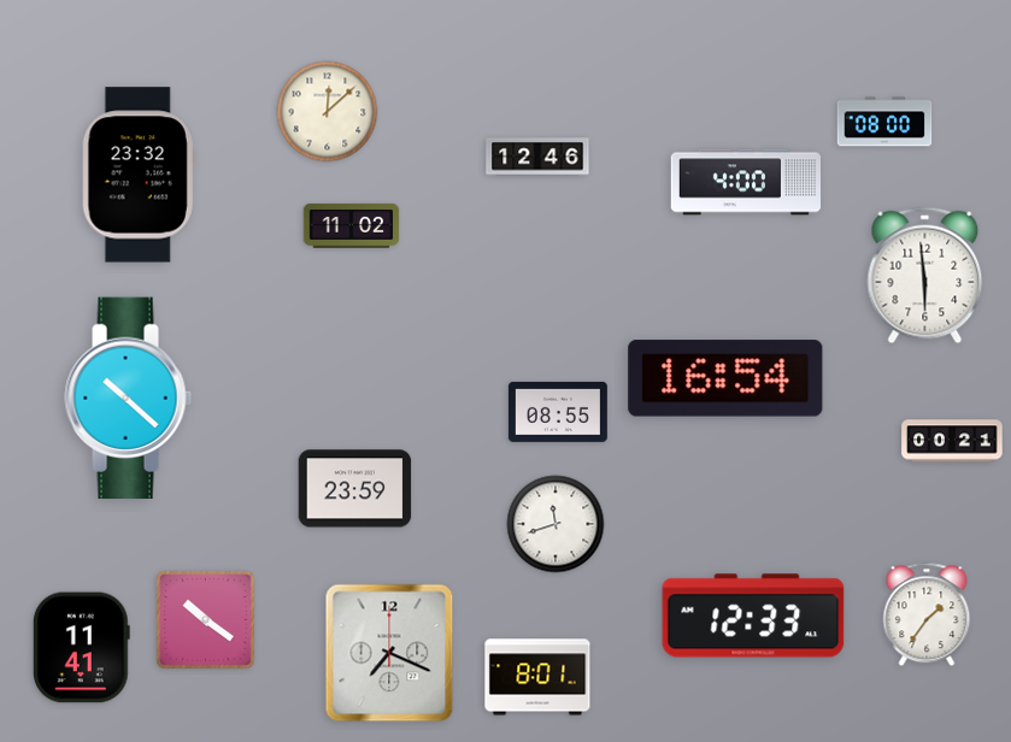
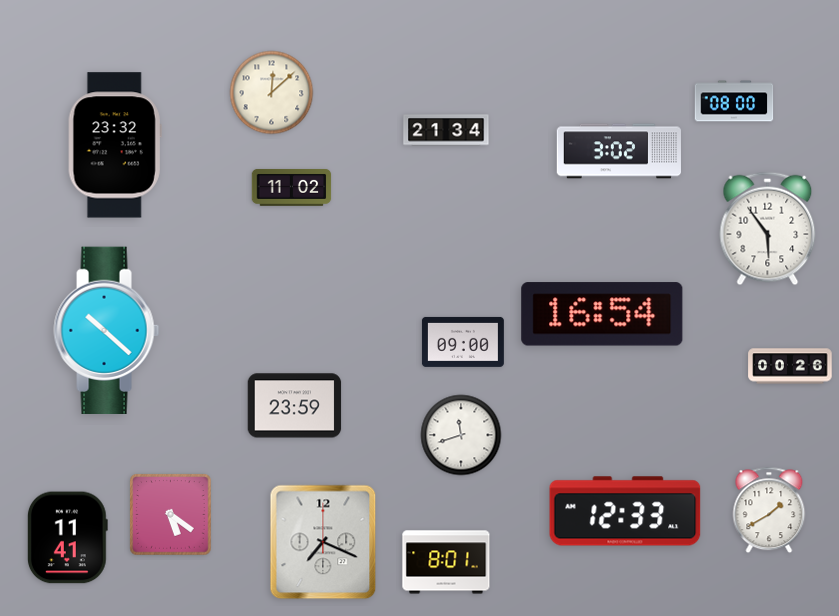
clock at (537, 157): 12:46 -> 21:34
clock at (746, 182): 4:00 -> 3:02
clock at (925, 276): 5:59 -> 5:54
clock at (558, 412): 08:55 -> 09:00
clock at (952, 441): 00:21 -> 00:26
clock at (927, 614): 1:36 -> 1:40
clock at (206, 620): 10:21 -> 5:21
